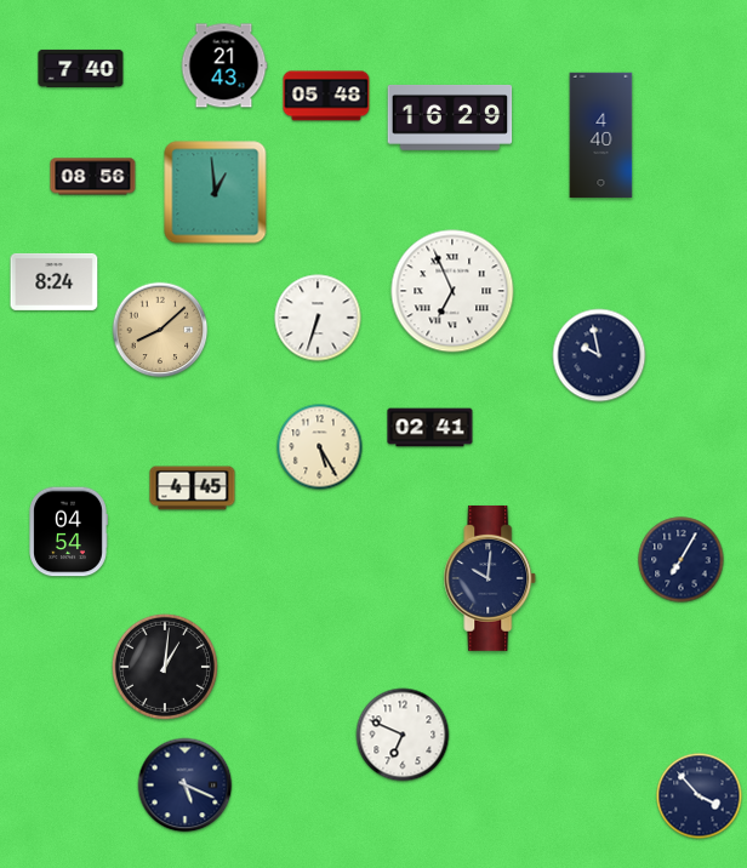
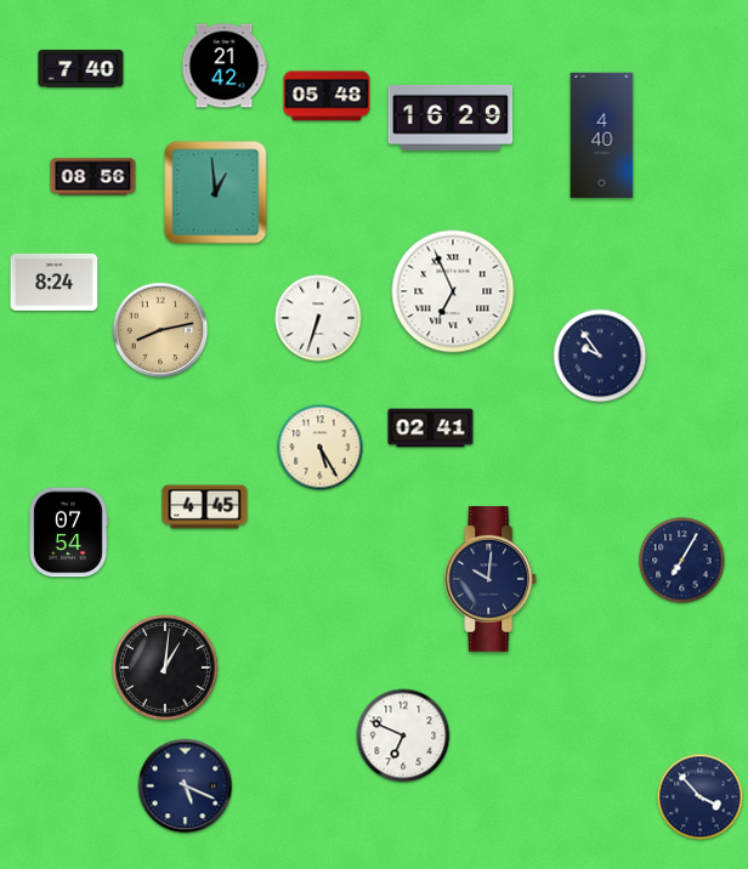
clock at (224, 65): 21:43 -> 21:42
clock at (160, 330): 8:08 -> 8:13
clock at (599, 355): 9:58 -> 9:54
clock at (193, 489) position: (193, 489) -> (205, 507)
clock at (68, 532): 04:54 -> 07:54
